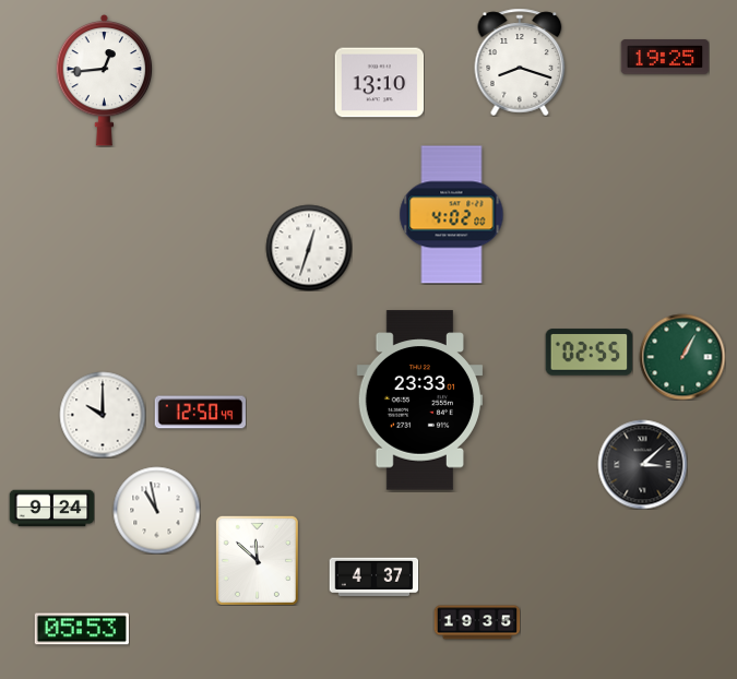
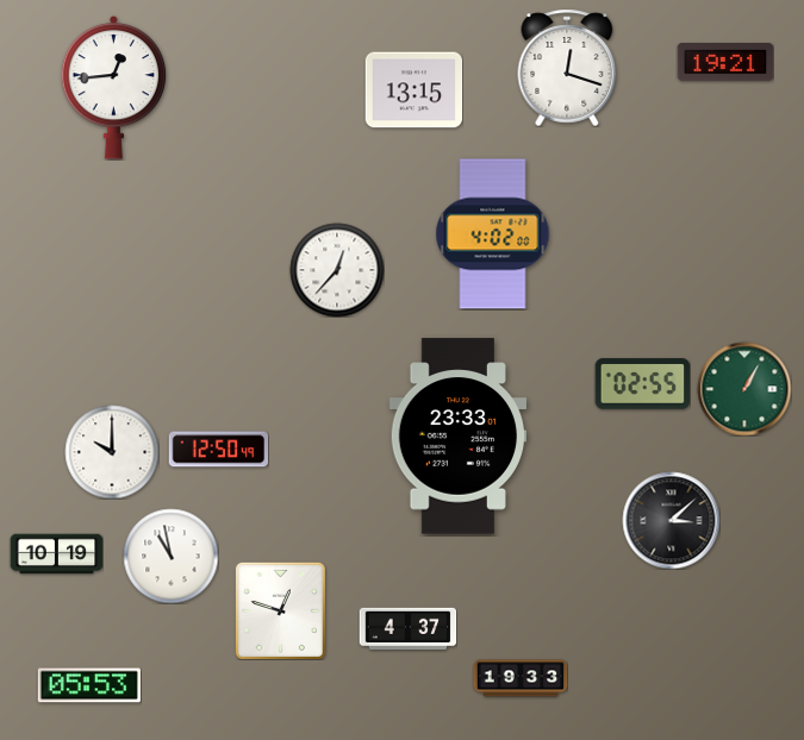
clock at (665, 57): 19:25 -> 19:21
clock at (520, 62): 8:18 -> 12:18
clock at (379, 83): 13:10 -> 13:15
clock at (309, 248): 12:33 -> 12:37
clock at (642, 464) position: (642, 464) -> (671, 520)
clock at (51, 509): 9:24 -> 10:19
clock at (257, 560): 11:52 -> 12:48
clock at (477, 622): 19:35 -> 19:33
